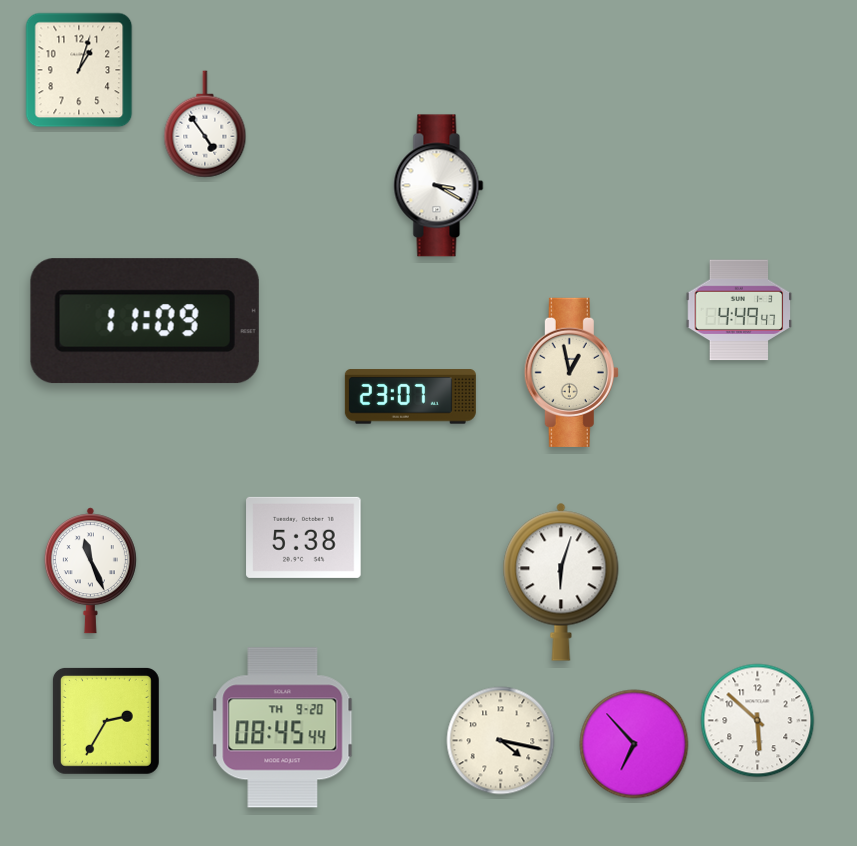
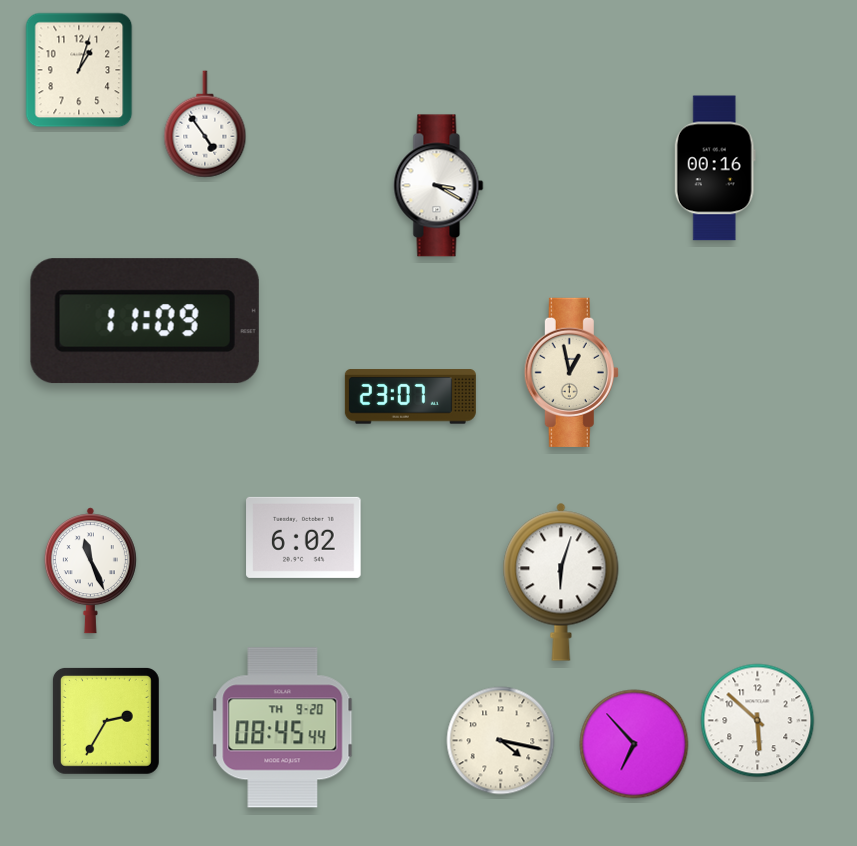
clock at (715, 168): none -> 00:16
clock at (739, 310): 4:49 -> none
clock at (304, 537): 5:38 -> 6:02
